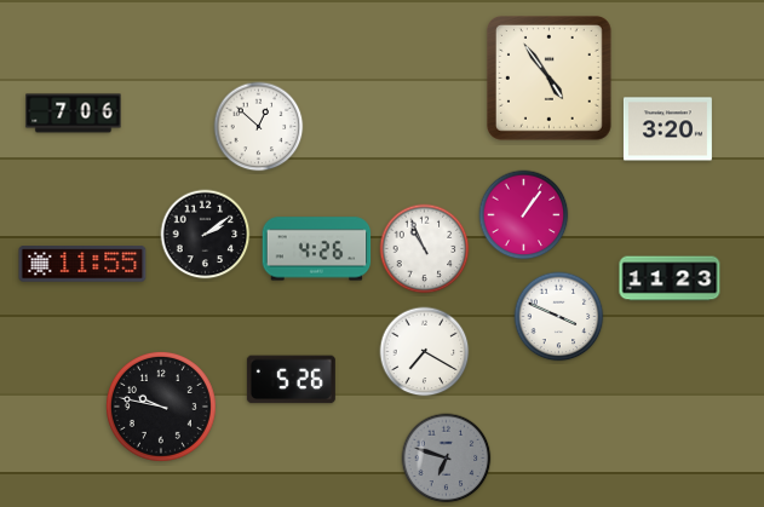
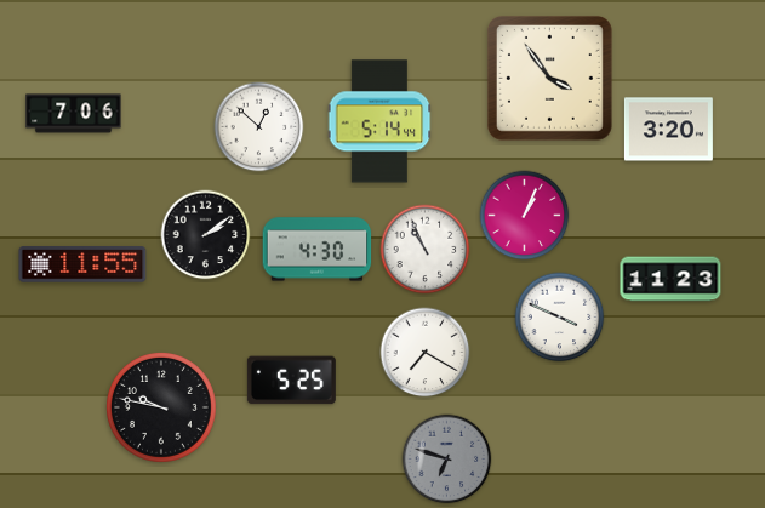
clock at (548, 77): 4:54 -> 3:54
clock at (379, 121): none -> 5:14
clock at (524, 215): 1:06 -> 1:04
clock at (317, 249): 4:26 -> 4:30
clock at (291, 380): 5:26 -> 5:25
